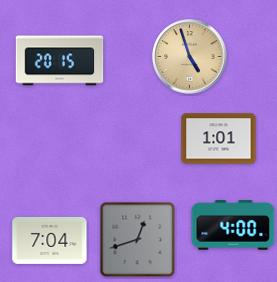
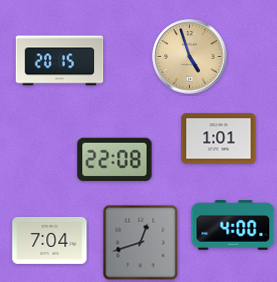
clock at (115, 160): none -> 22:08
clock at (138, 240) position: (138, 240) -> (141, 243)
